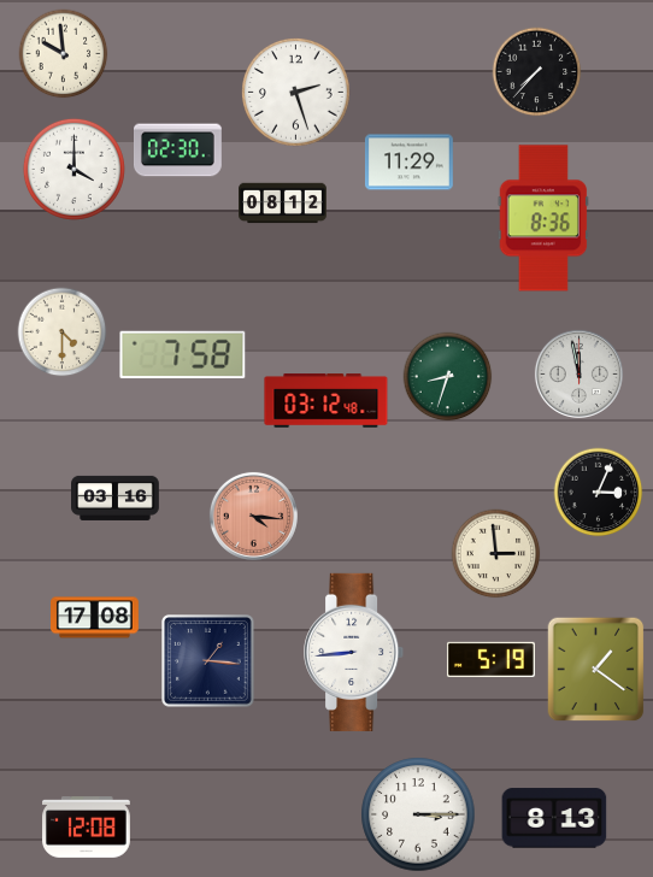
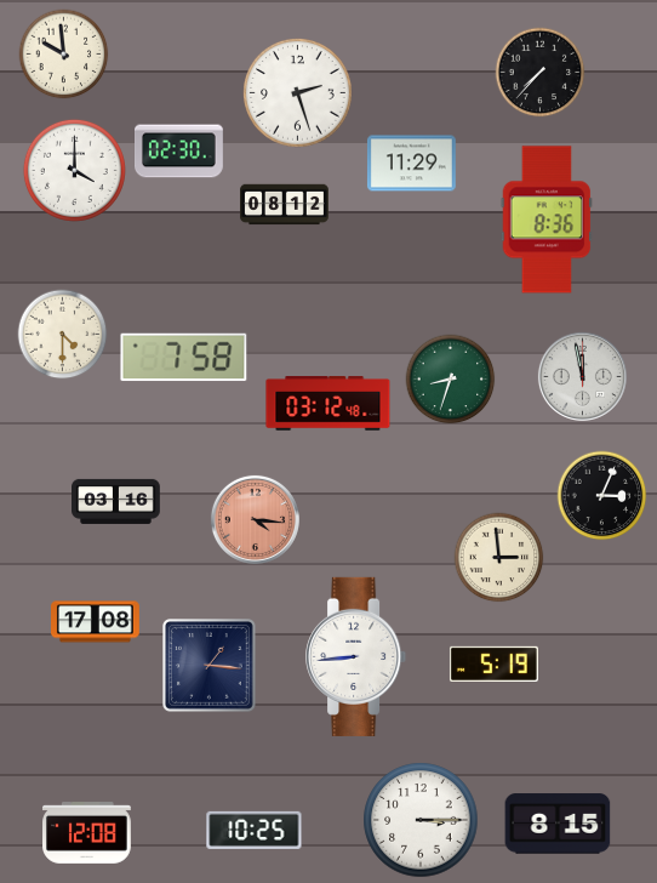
clock at (596, 670): 1:21 -> none
clock at (554, 818): 8:13 -> 8:15
clock at (255, 830): none -> 10:25
